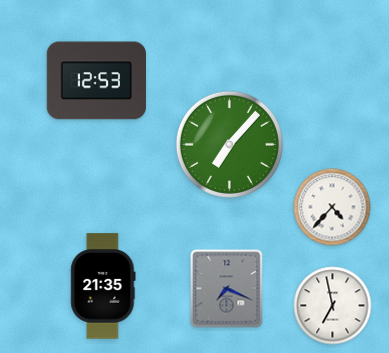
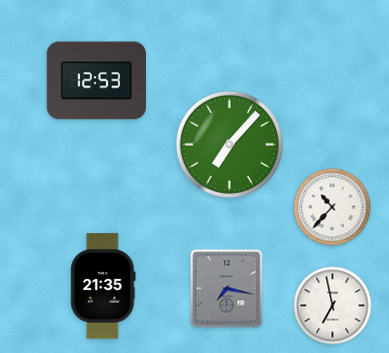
clock at (332, 207): 4:37 -> 10:37
clock at (227, 289): 7:19 -> 7:17
